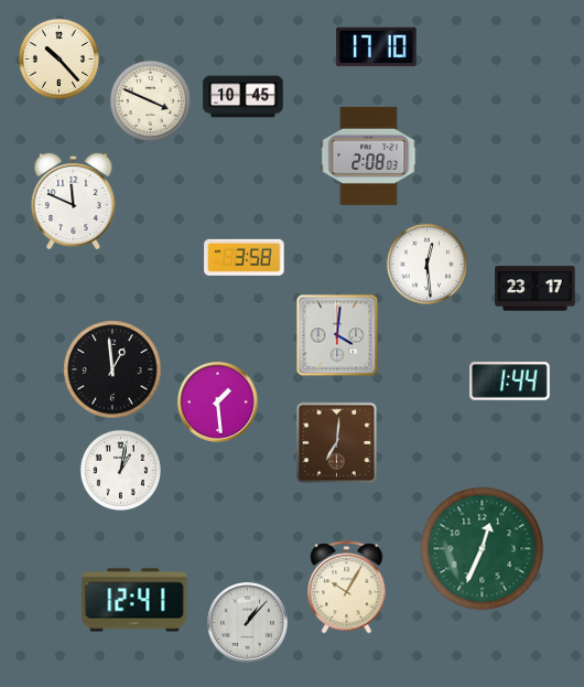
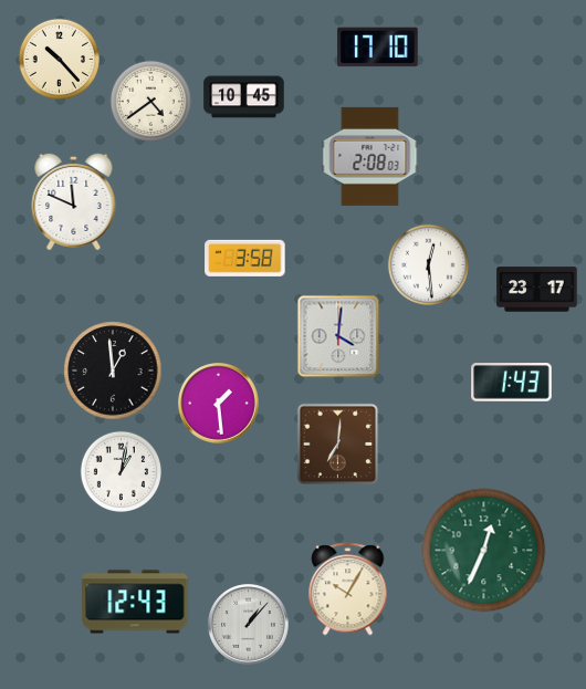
clock at (150, 100): 3:49 -> 4:39
clock at (510, 382): 1:44 -> 1:43
clock at (134, 600): 12:41 -> 12:43
